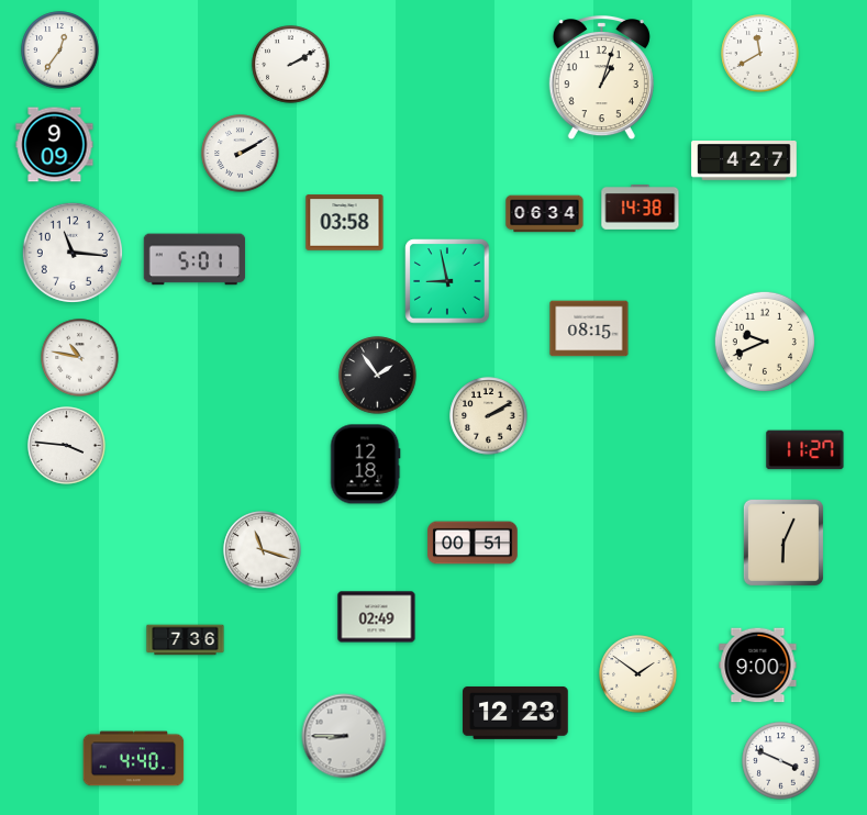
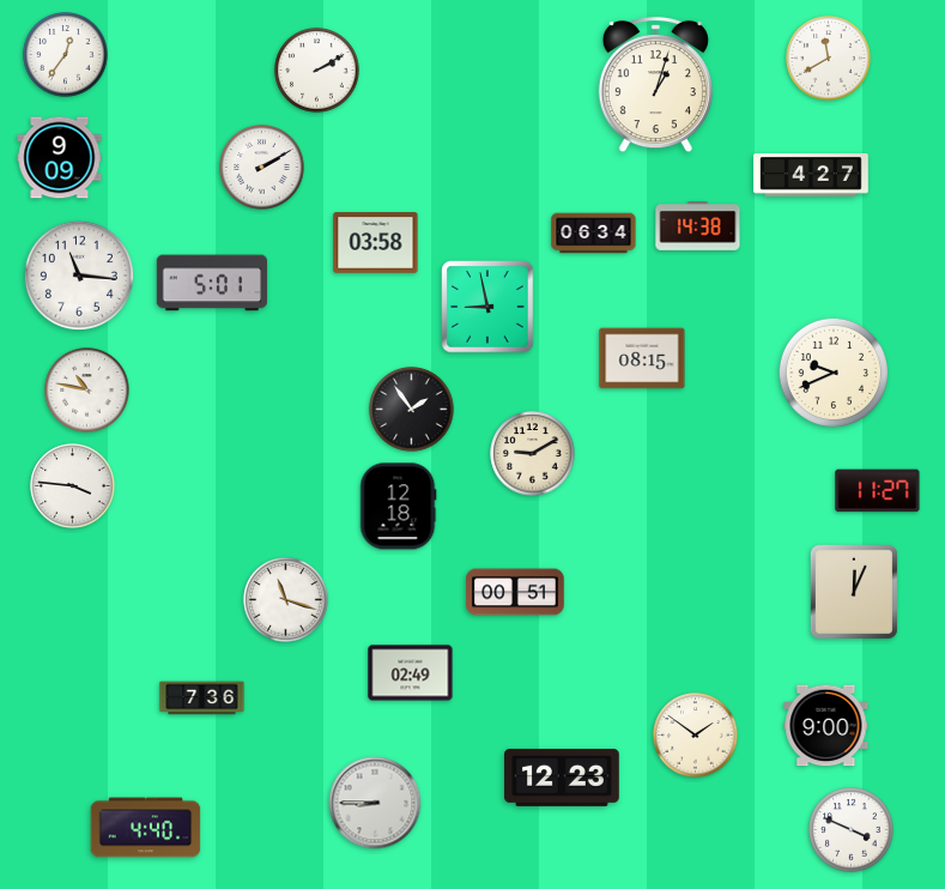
clock at (489, 416): 2:10 -> 9:10
clock at (783, 543): 6:04 -> 12:04
